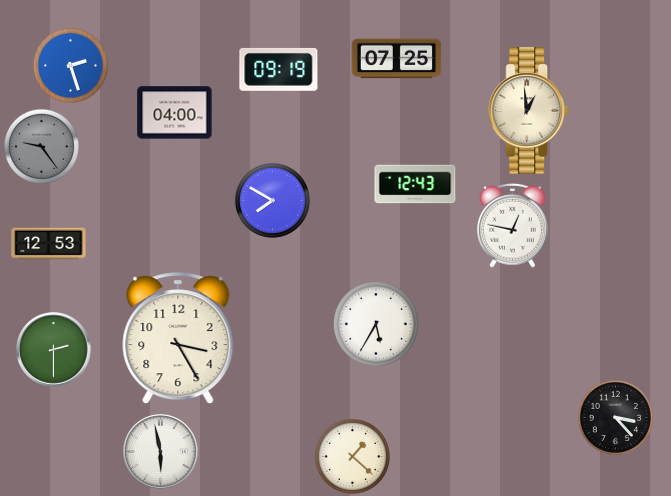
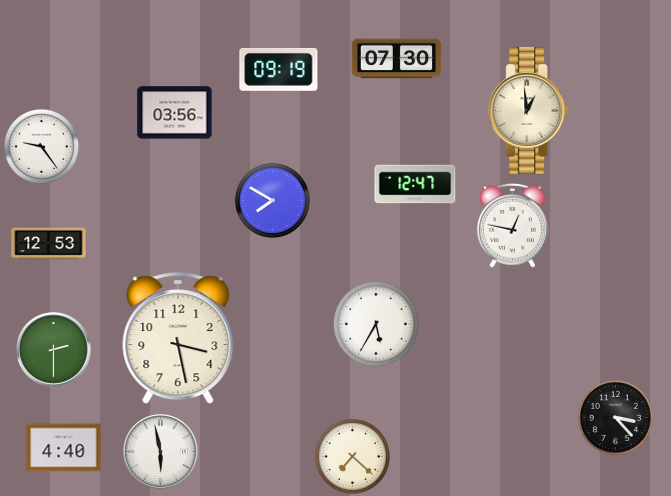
clock at (397, 59): 07:25 -> 07:30
clock at (70, 65): 2:27 -> none
clock at (175, 113): 04:00 -> 03:56
clock at (41, 146) dial: grey -> white
clock at (415, 184): 12:43 -> 12:47
clock at (178, 339): 3:25 -> 3:28
clock at (64, 448): none -> 4:40
clock at (352, 456): 1:22 -> 7:22
